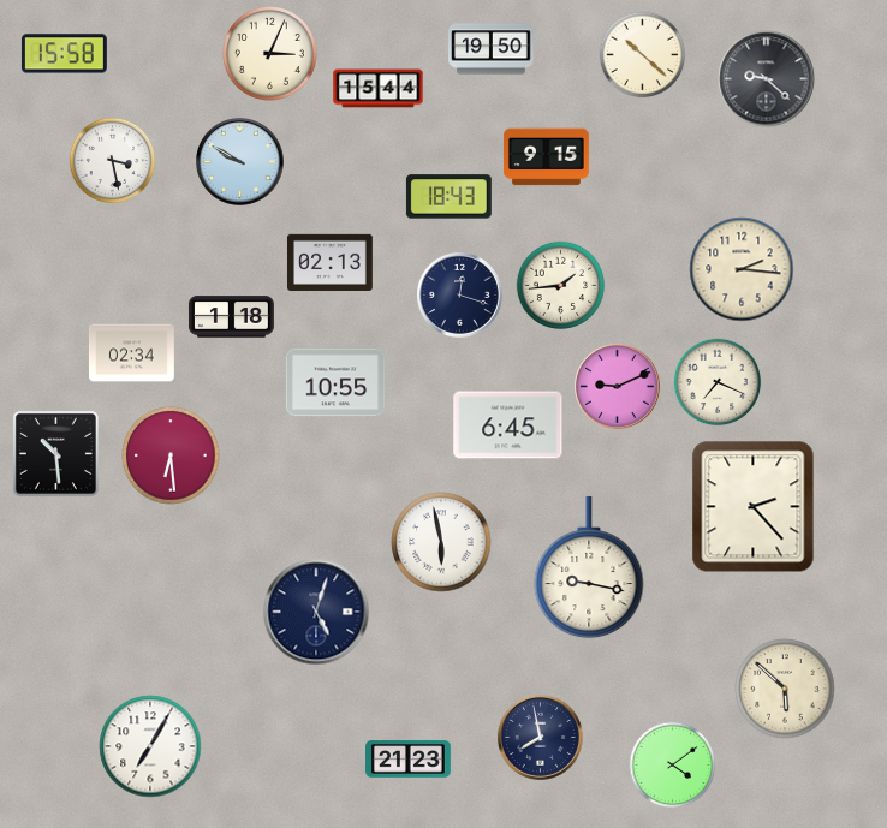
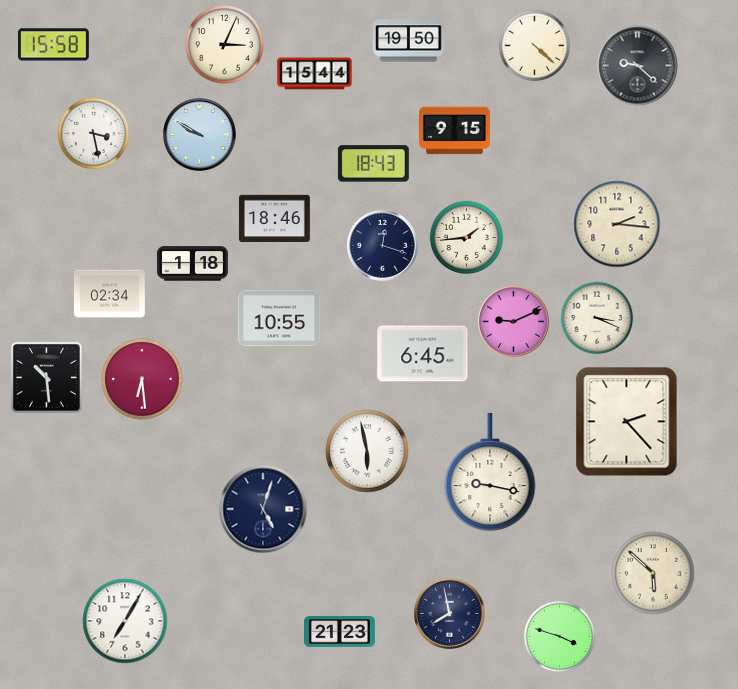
clock at (643, 55): 10:22 -> 4:22
clock at (329, 262): 02:13 -> 18:46
clock at (718, 382): 7:19 -> 3:19
clock at (673, 766): 4:09 -> 3:48
